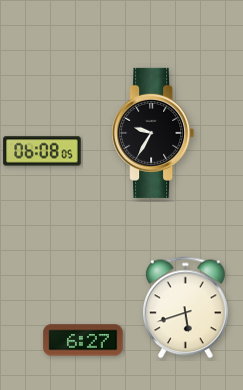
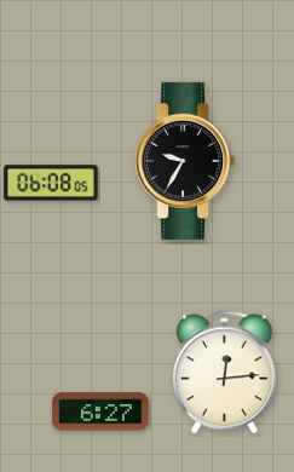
clock at (185, 308): 5:42 -> 12:14
